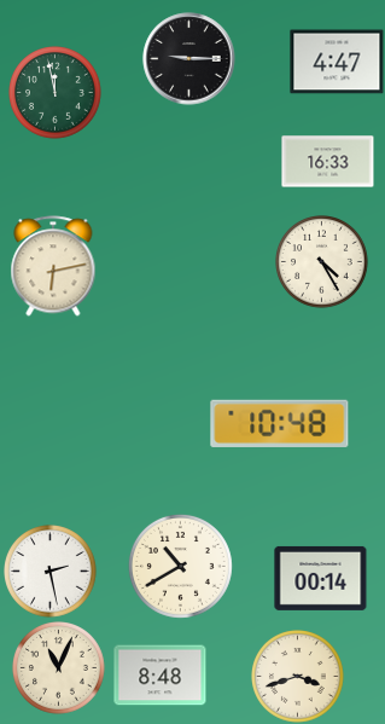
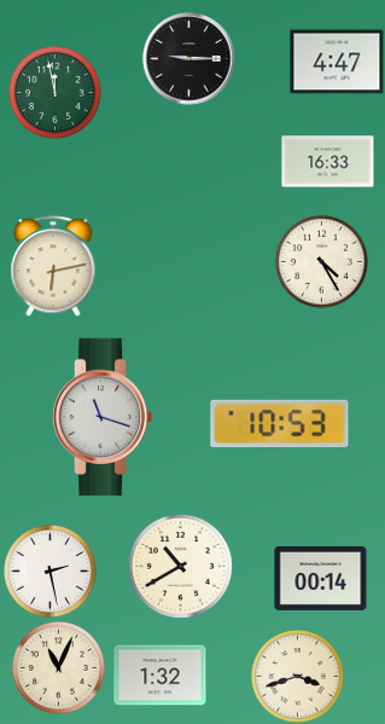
clock at (104, 417): none -> 11:18
clock at (280, 423): 10:48 -> 10:53
clock at (161, 676): 8:48 -> 1:32
